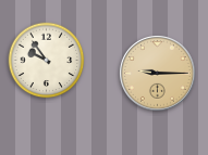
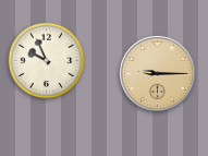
clock at (47, 61): 9:54 -> 9:56
